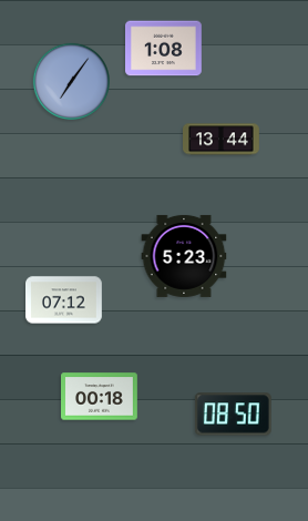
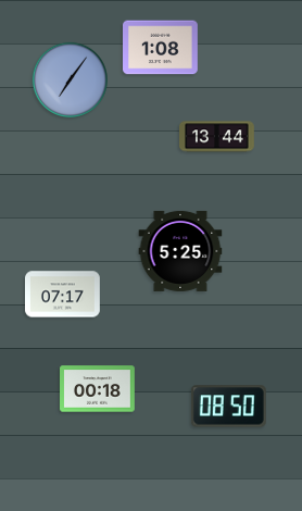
clock at (184, 256): 5:23 -> 5:25
clock at (64, 300): 07:12 -> 07:17
